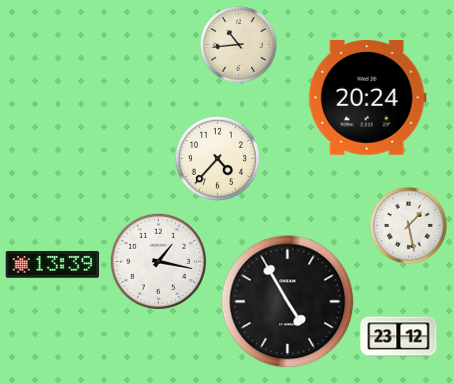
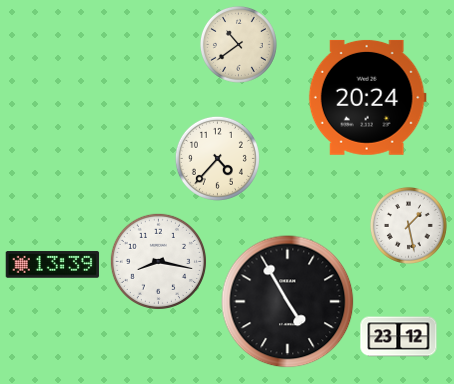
clock at (238, 44): 10:44 -> 10:39
clock at (158, 261): 1:17 -> 8:17
